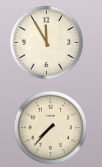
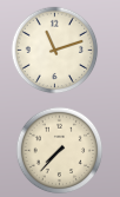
clock at (47, 43): 11:55 -> 11:12
